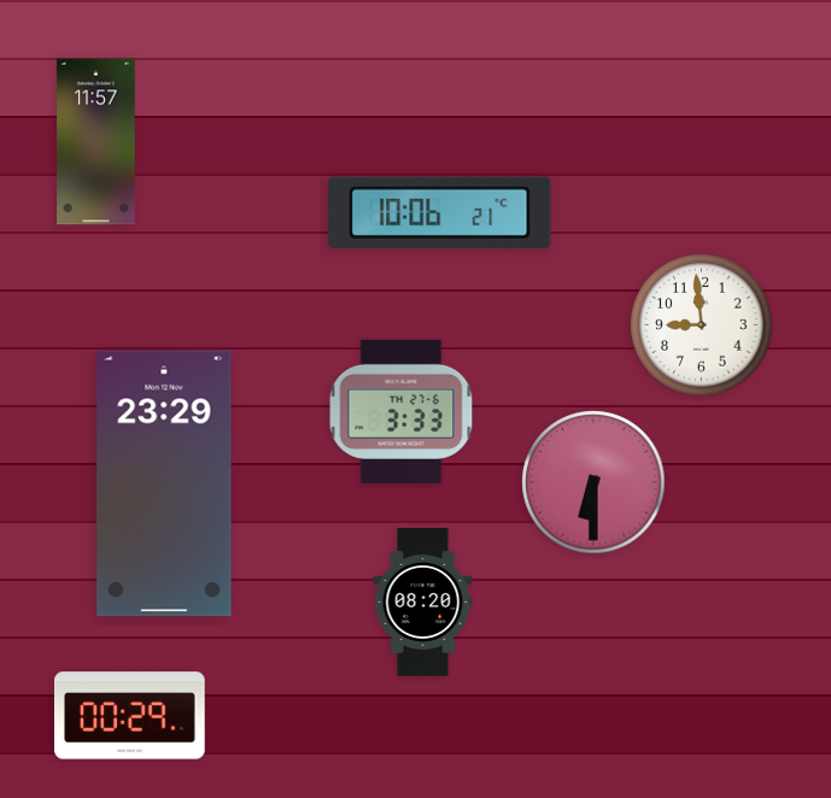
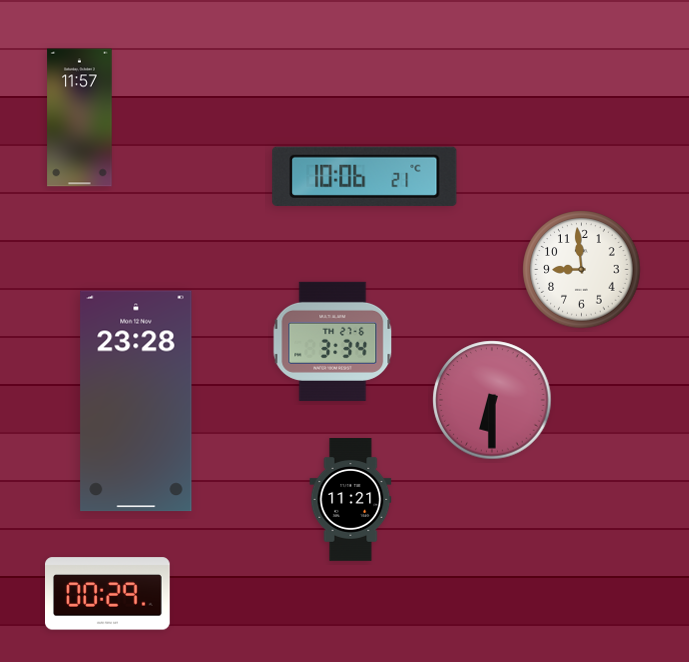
clock at (402, 411): 3:33 -> 3:34
clock at (164, 483): 23:29 -> 23:28
clock at (423, 603): 08:20 -> 11:21
